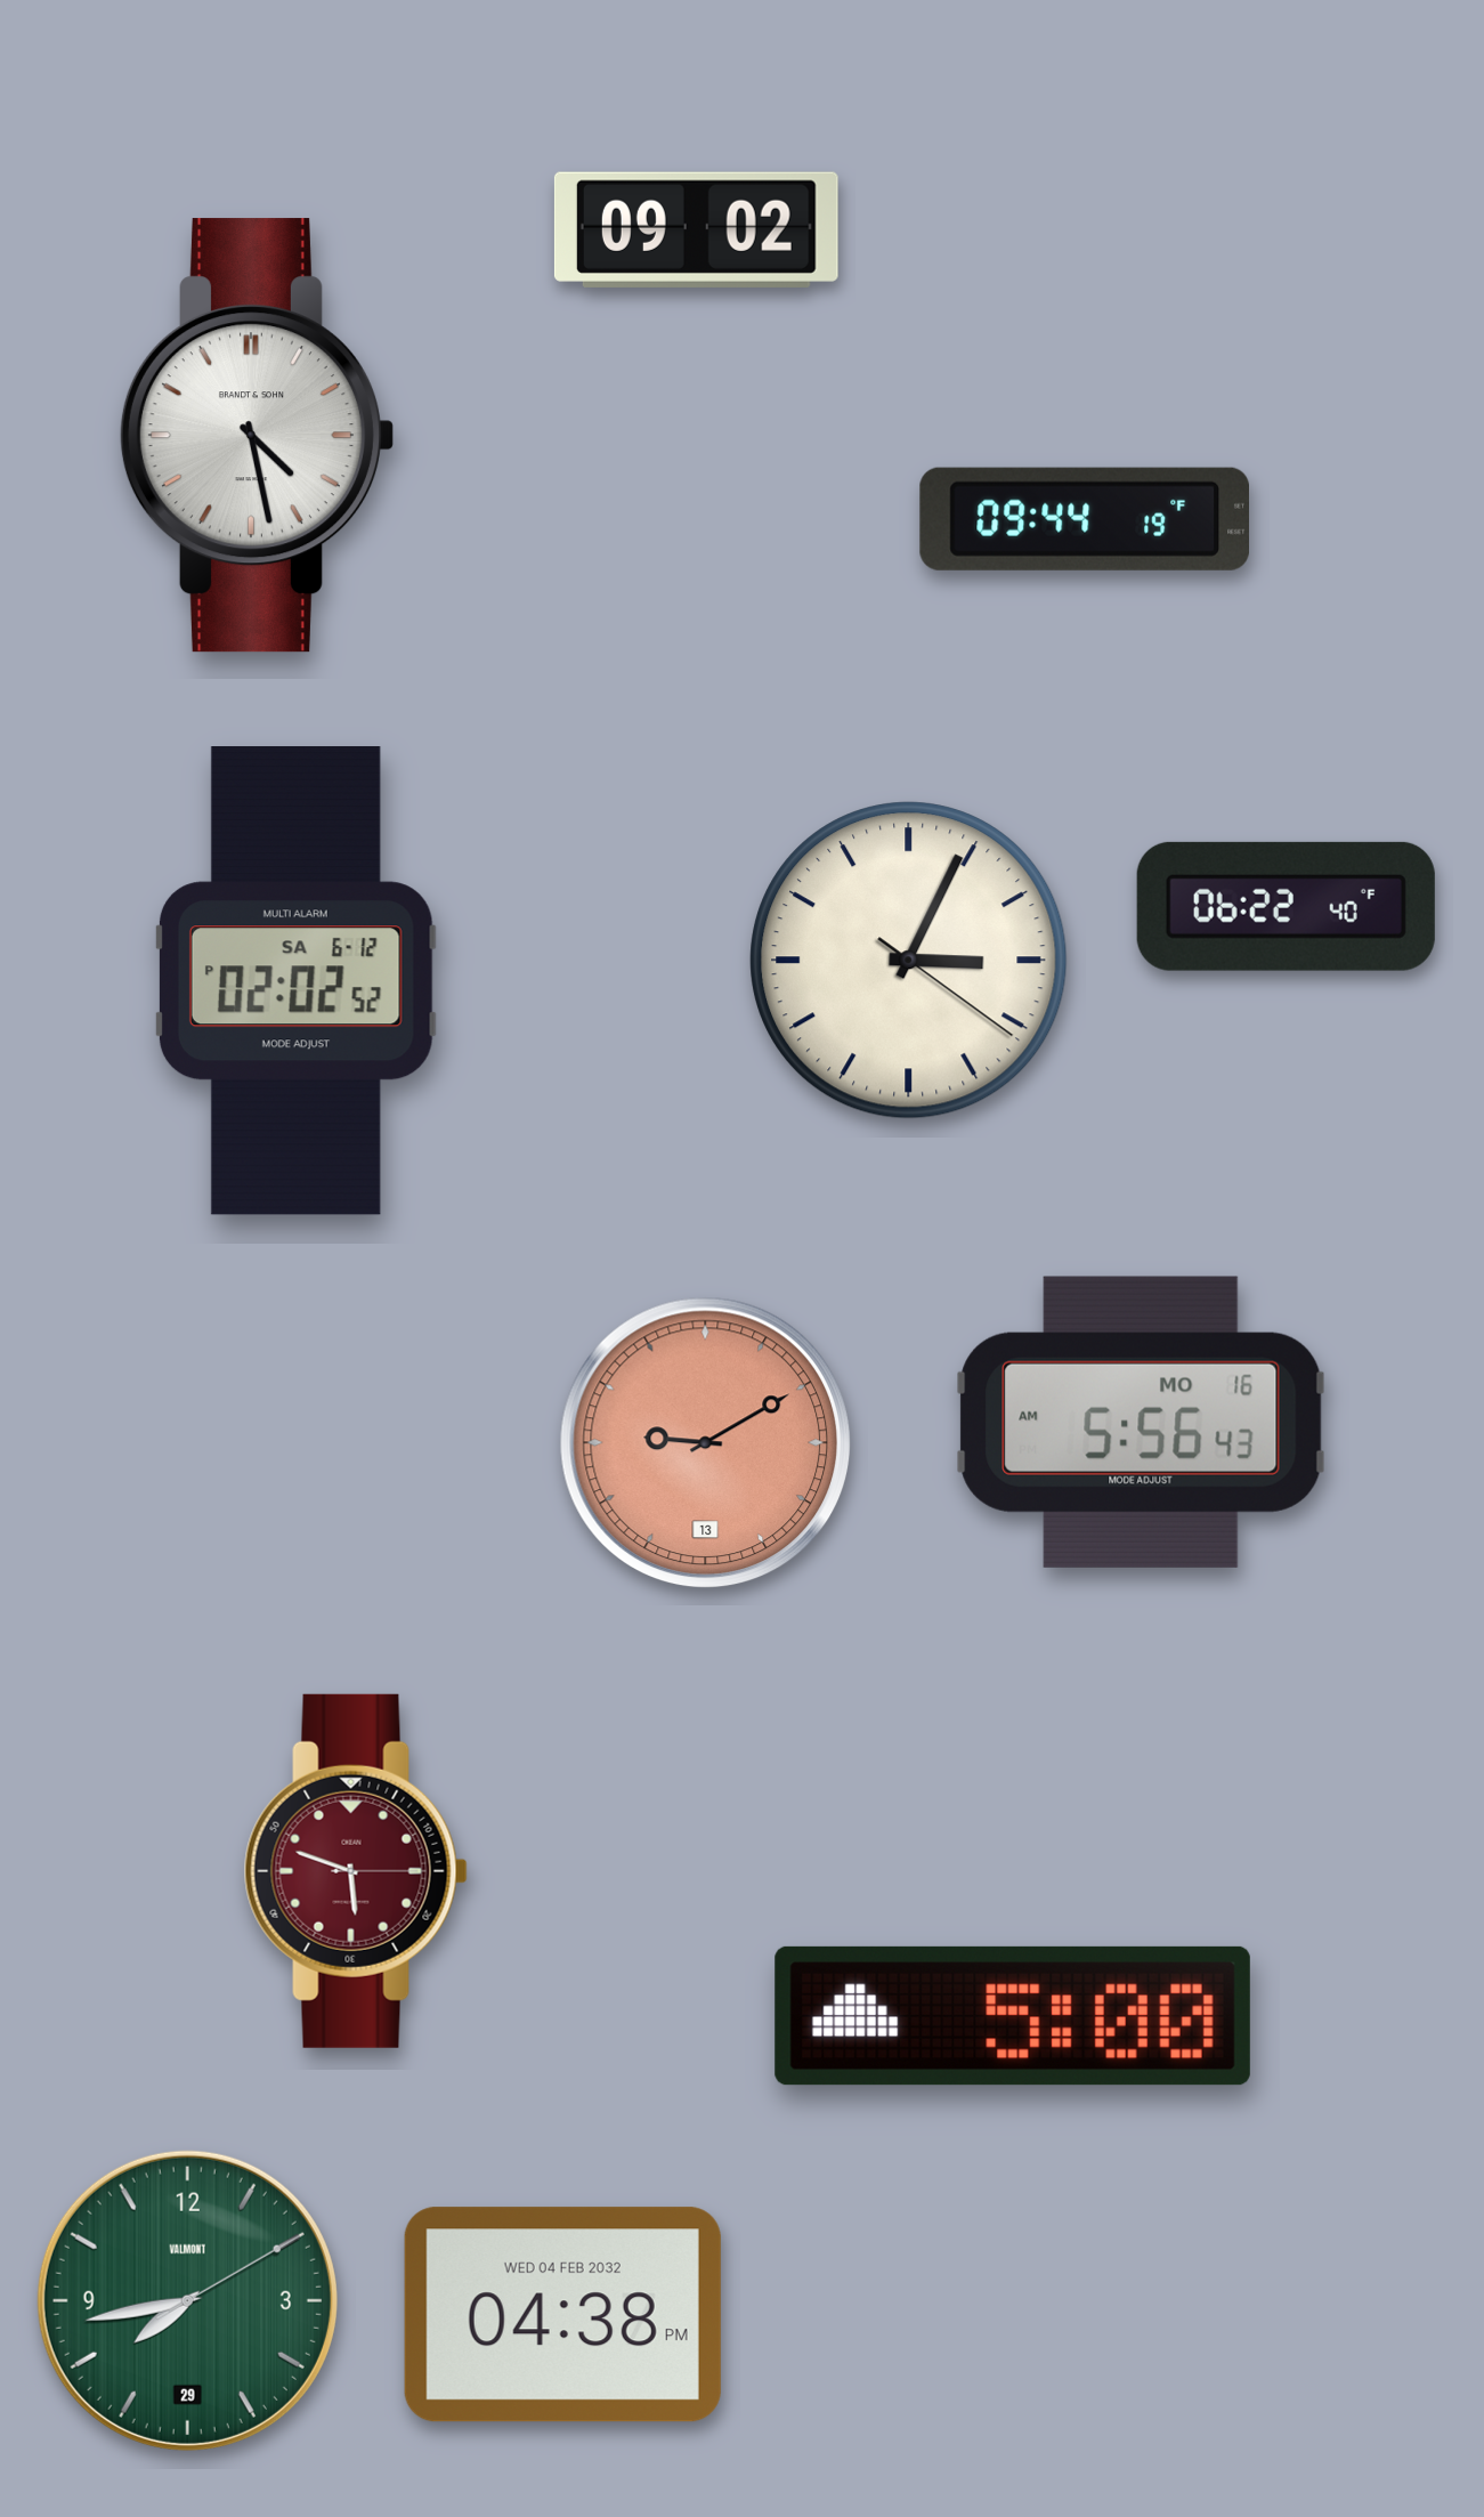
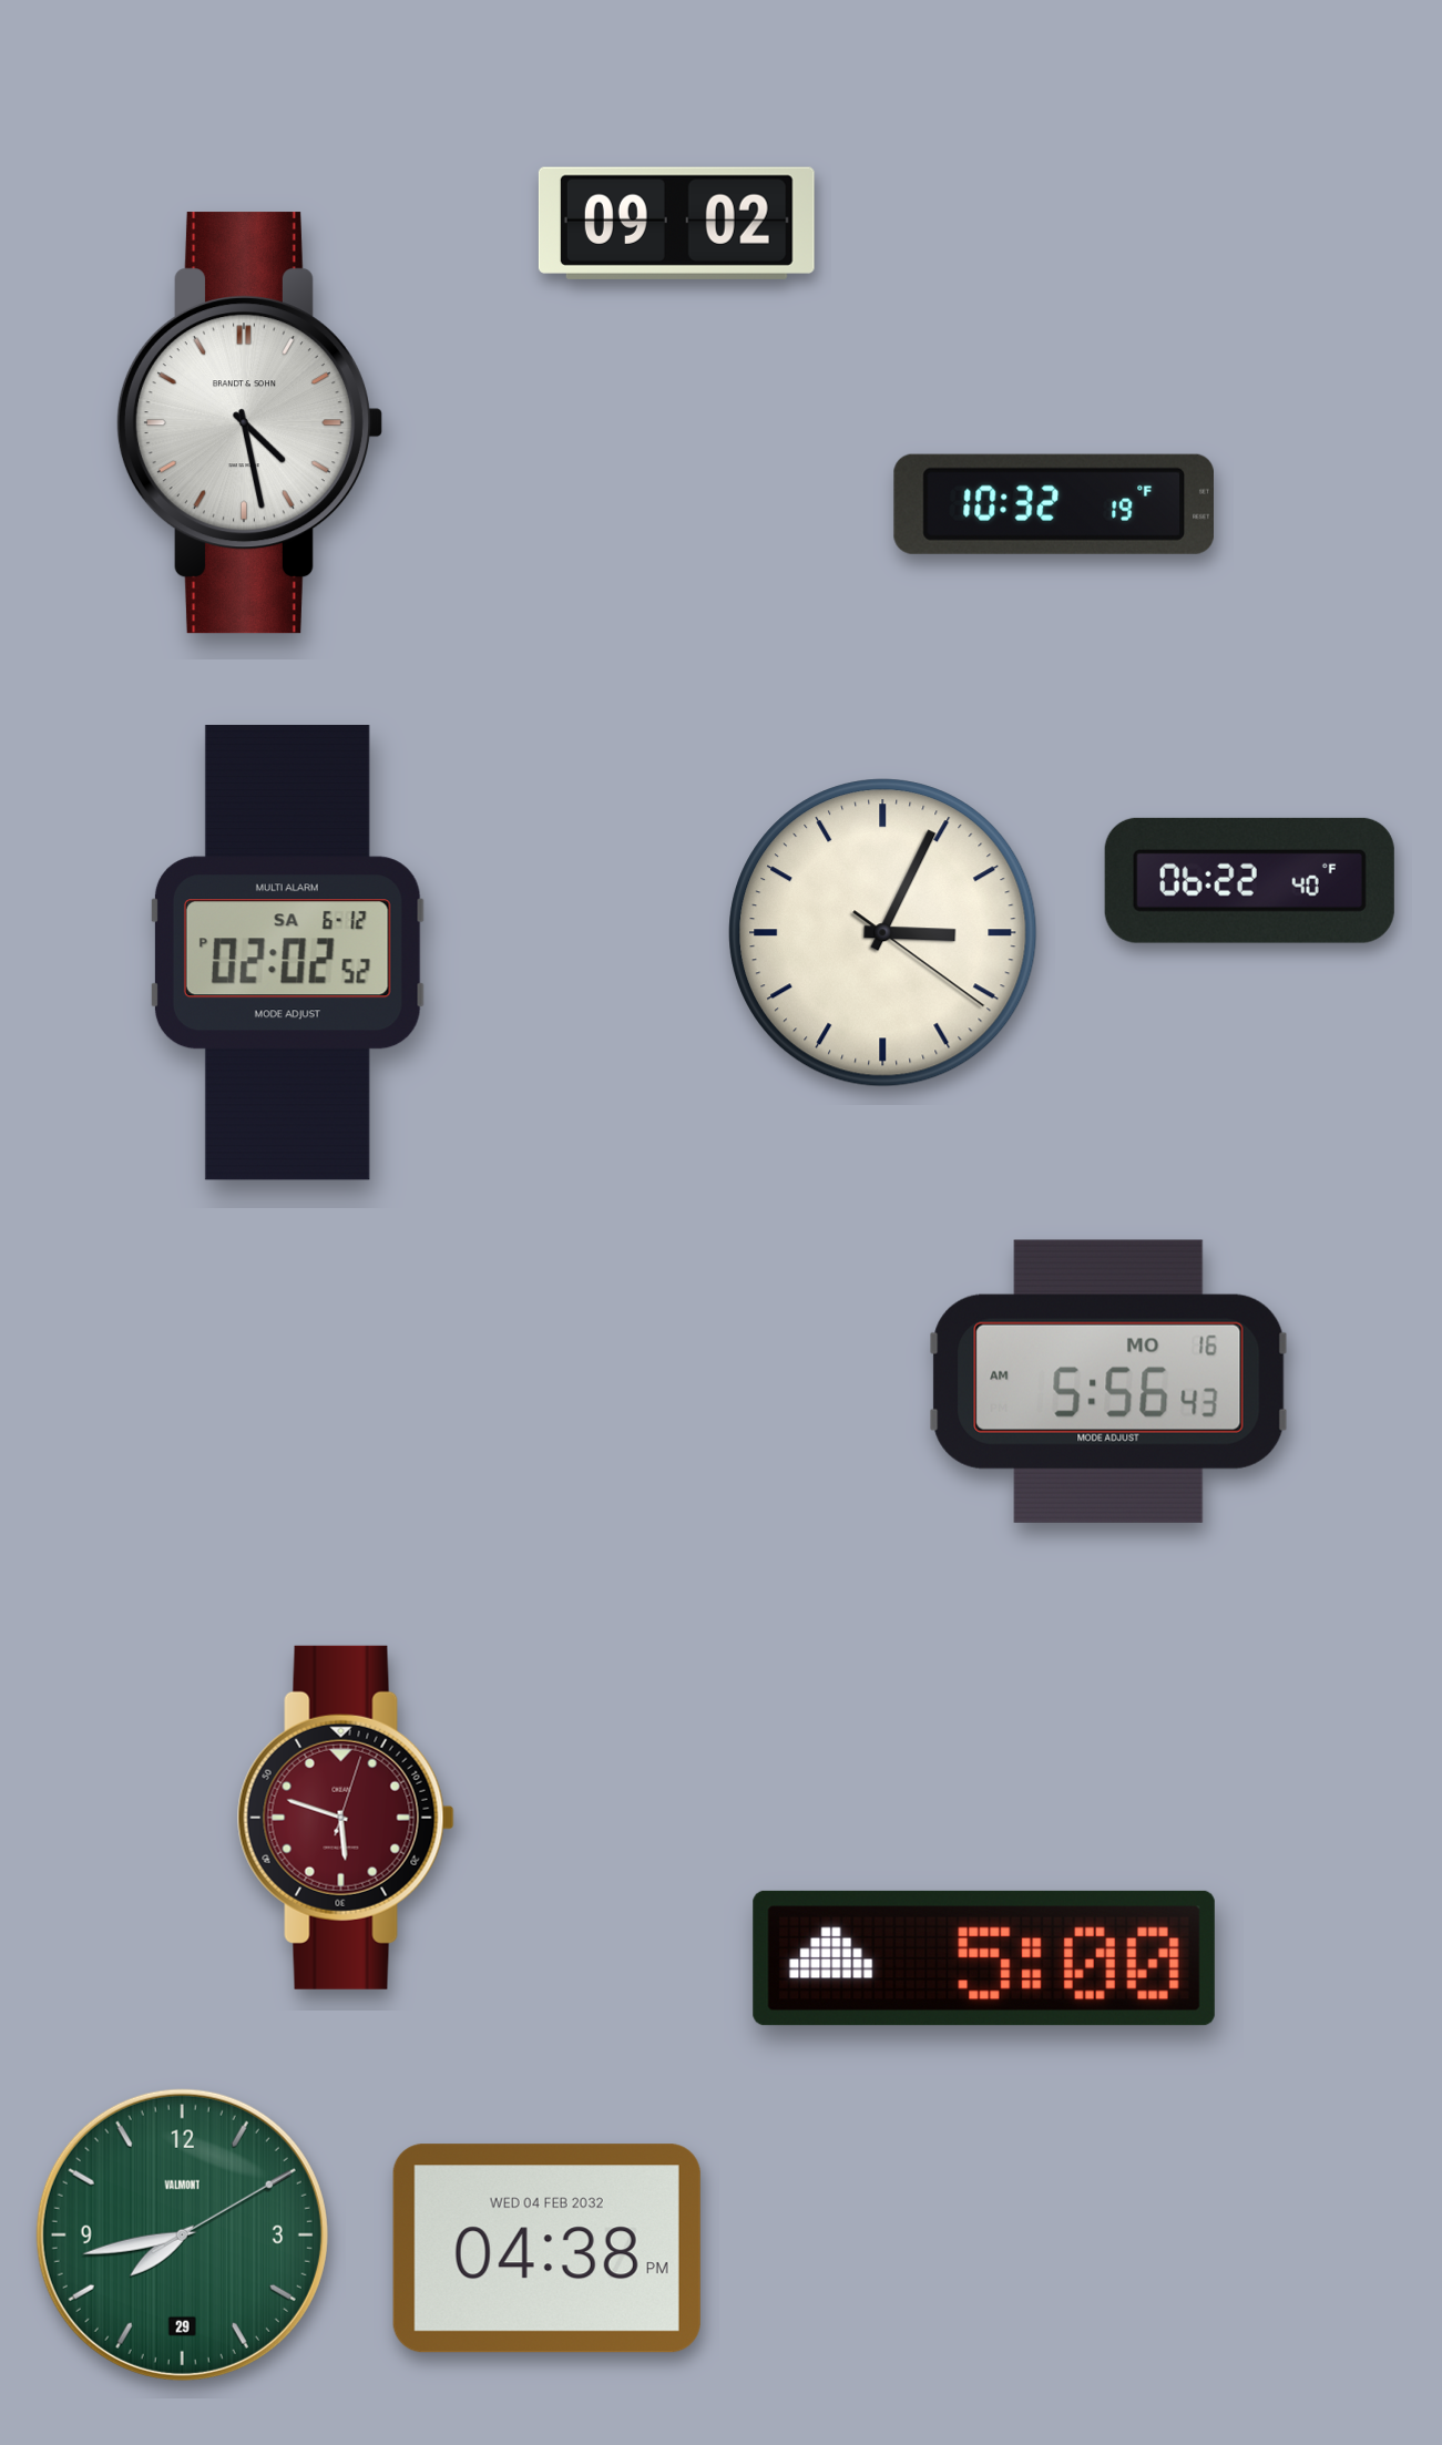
clock at (1084, 519): 09:44 -> 10:32
clock at (705, 1442): 9:10 -> none
clock at (356, 1871): 5:48:15 -> 5:48:03
